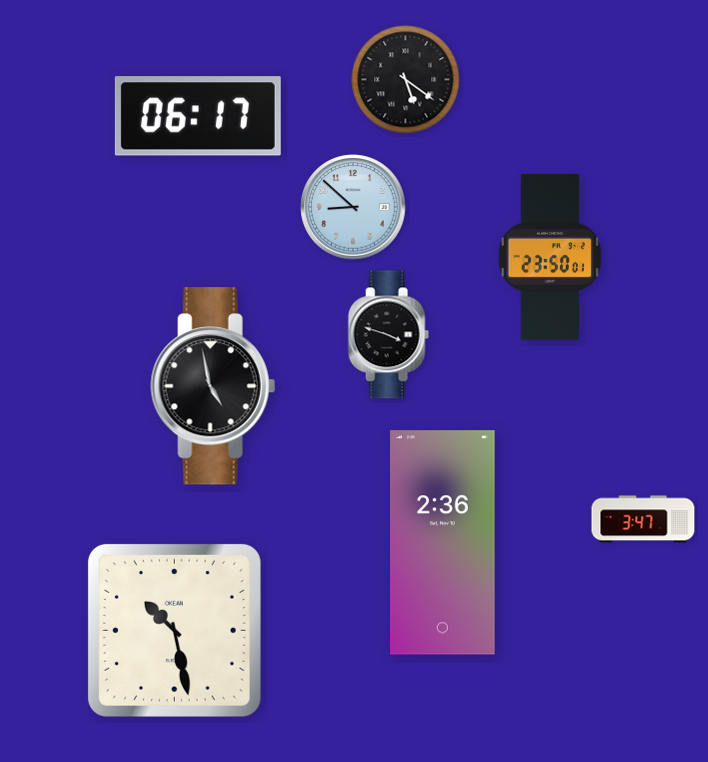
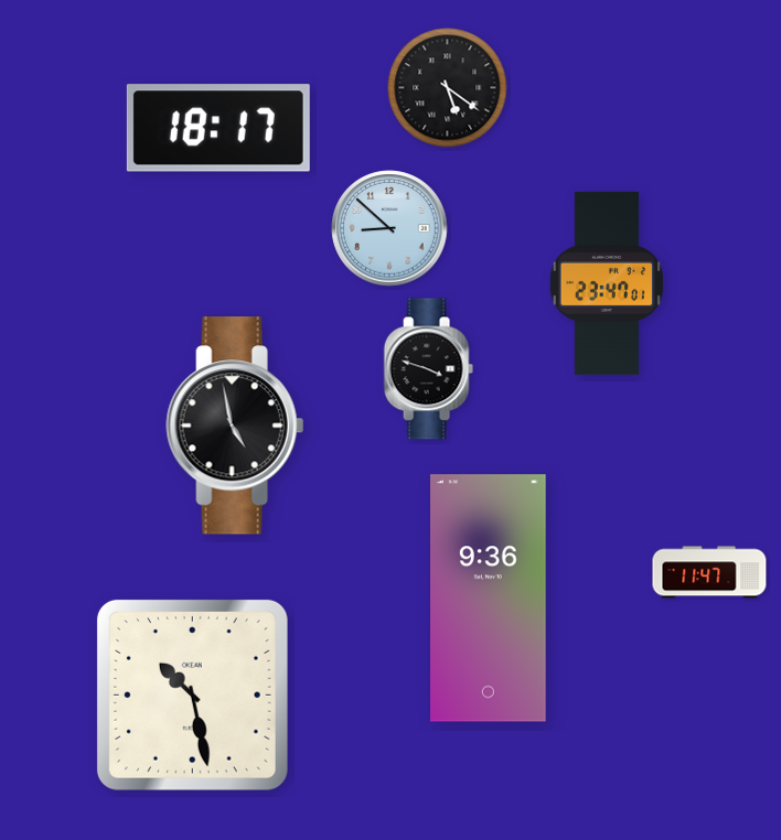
clock at (198, 116): 06:17 -> 18:17
clock at (550, 257): 23:50 -> 23:47
clock at (643, 519): 3:47 -> 11:47
clock at (443, 543): 2:36 -> 9:36
